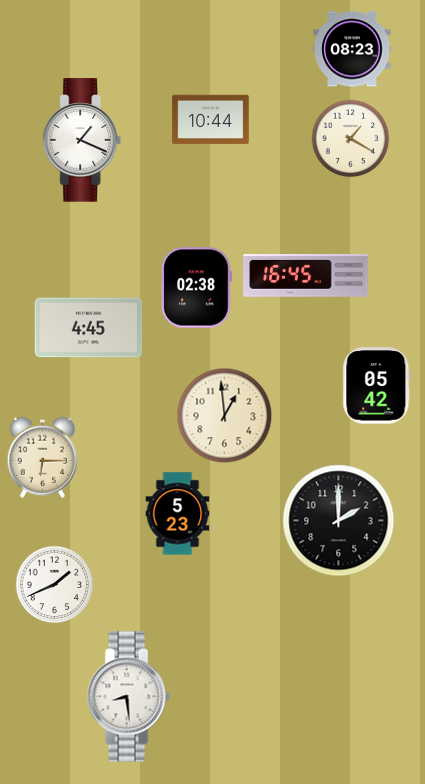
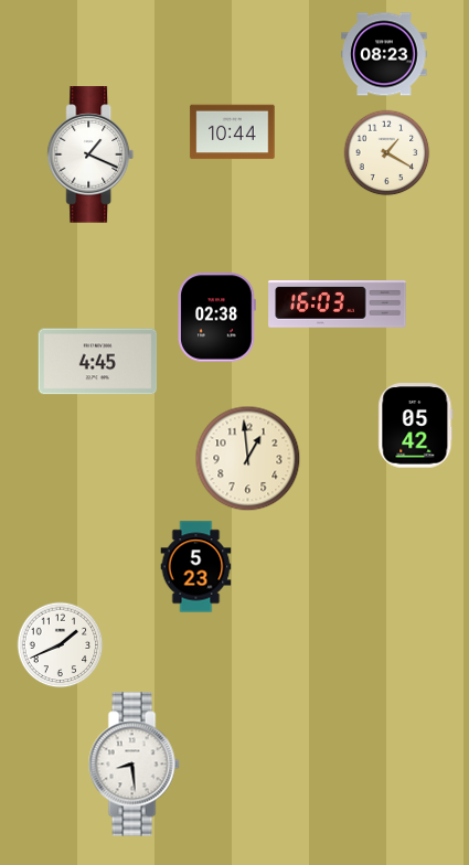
clock at (352, 49) position: (352, 49) -> (384, 54)
clock at (306, 276): 16:45 -> 16:03
clock at (43, 457): 6:15 -> none
clock at (339, 521): 2:00 -> none
clock at (128, 697) position: (128, 697) -> (134, 765)
